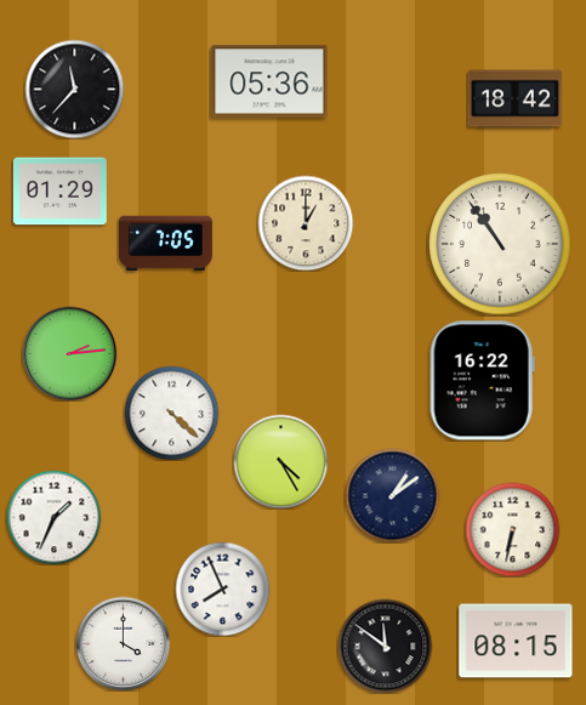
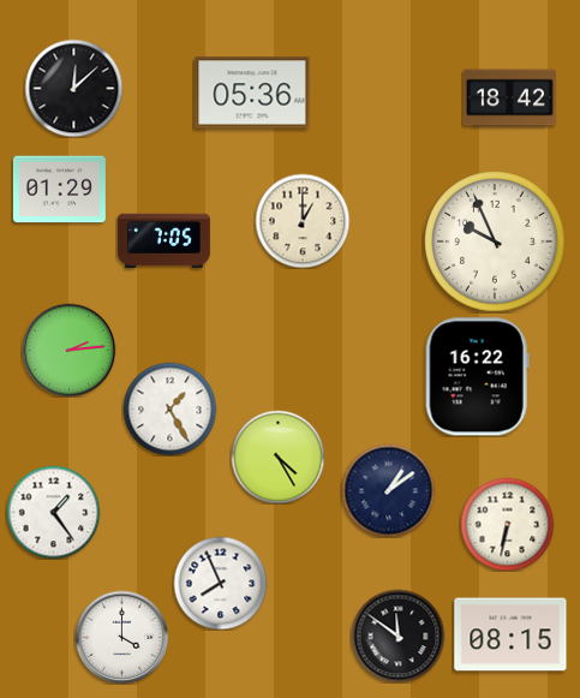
clock at (269, 81) position: (269, 81) -> (252, 93)
clock at (74, 89): 11:37 -> 12:08
clock at (500, 244): 10:54 -> 9:56
clock at (171, 413): 4:22 -> 1:25
clock at (53, 517): 1:34 -> 1:24
clock at (385, 646) position: (385, 646) -> (397, 636)
